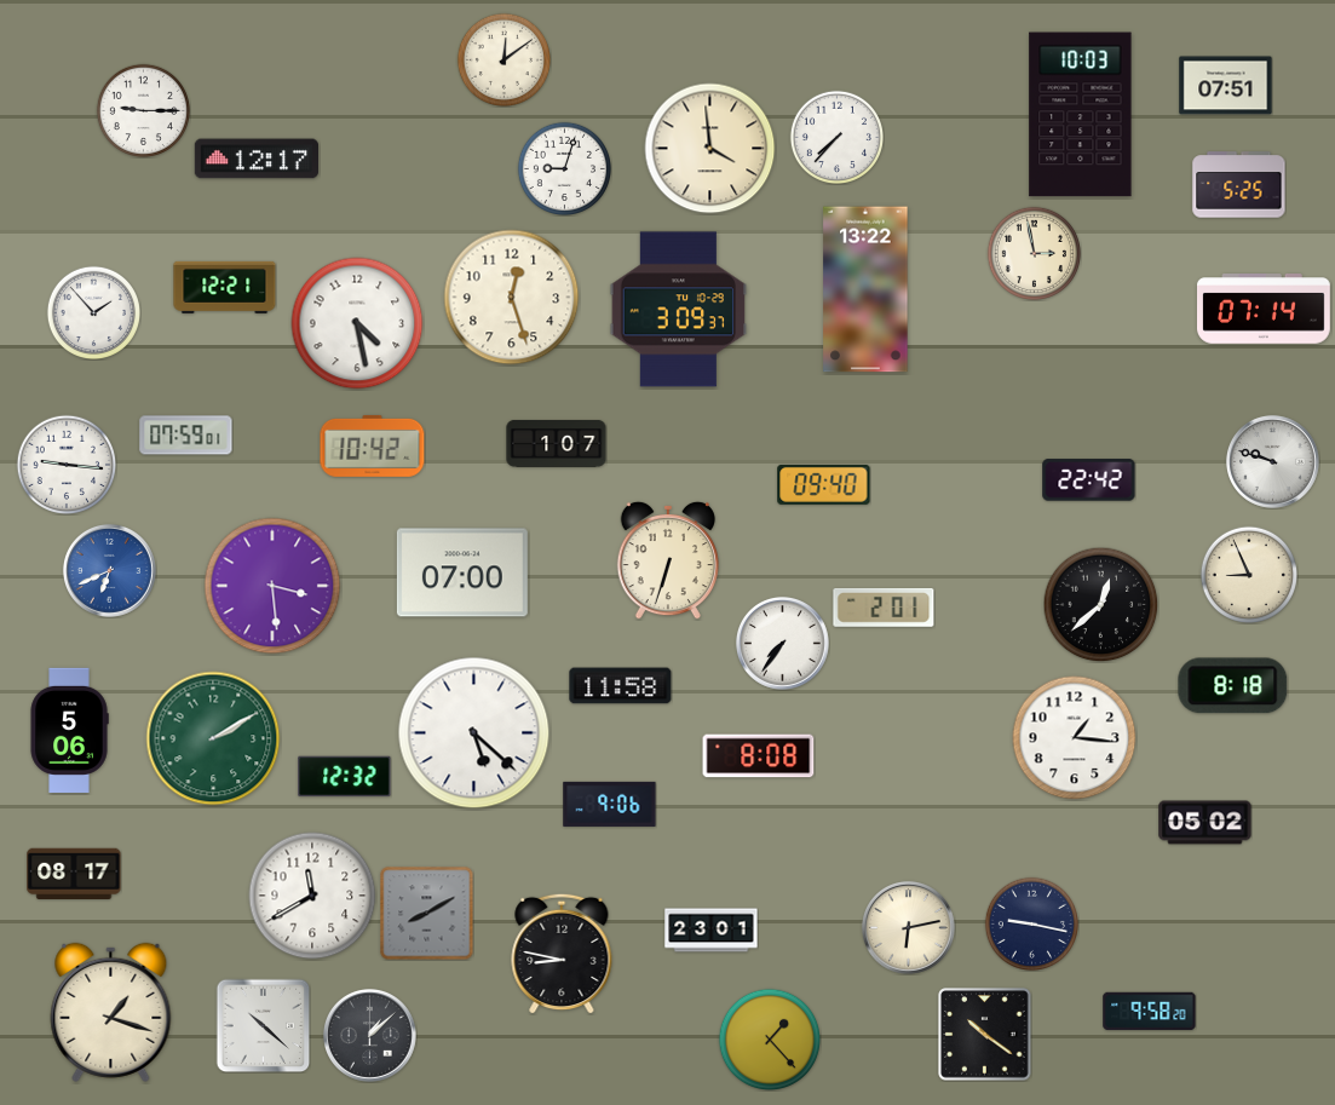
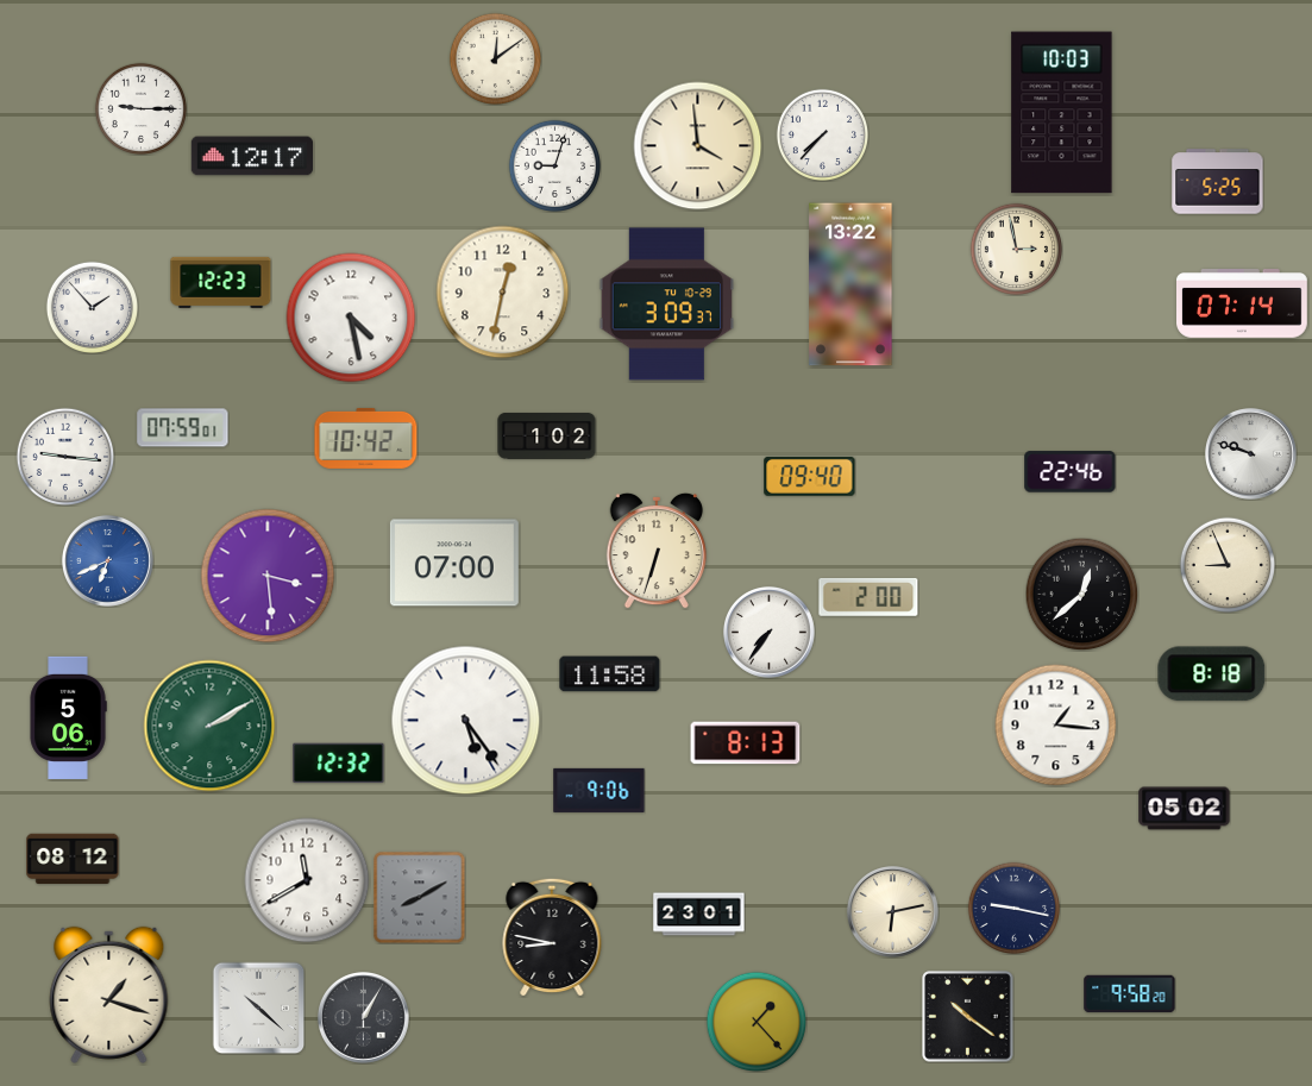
clock at (1226, 86): 07:51 -> none
clock at (225, 287): 12:21 -> 12:23
clock at (512, 298): 12:27 -> 12:32
clock at (557, 443): 1:07 -> 1:02
clock at (1089, 480): 22:42 -> 22:46
clock at (884, 608): 2:01 -> 2:00
clock at (474, 733): 5:22 -> 5:24
clock at (759, 756): 8:08 -> 8:13
clock at (74, 873): 08:17 -> 08:12
clock at (369, 1035): 1:08 -> 1:05
